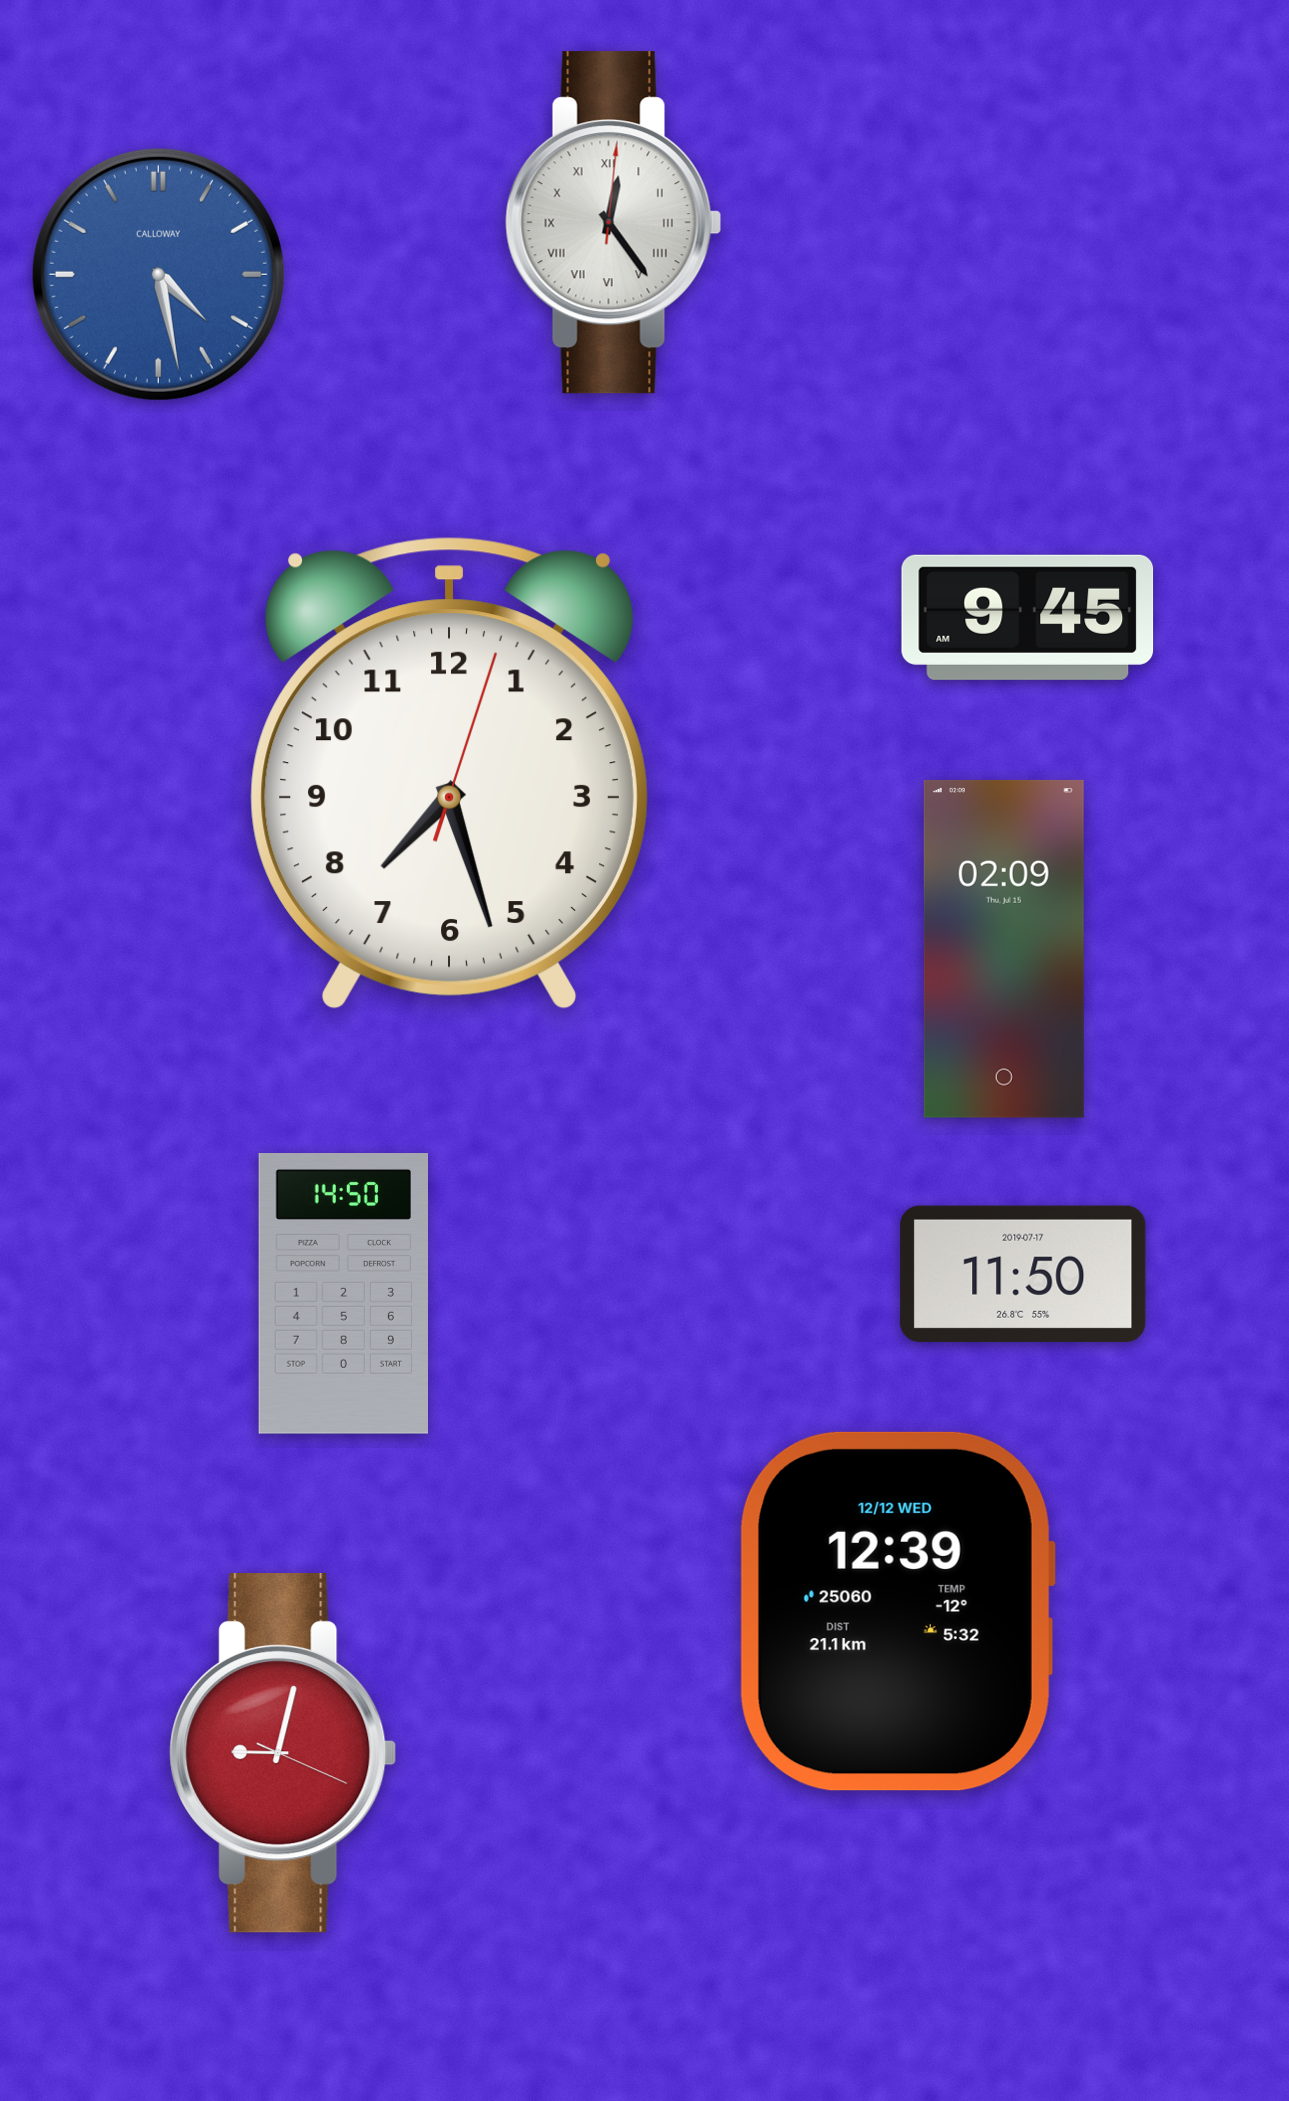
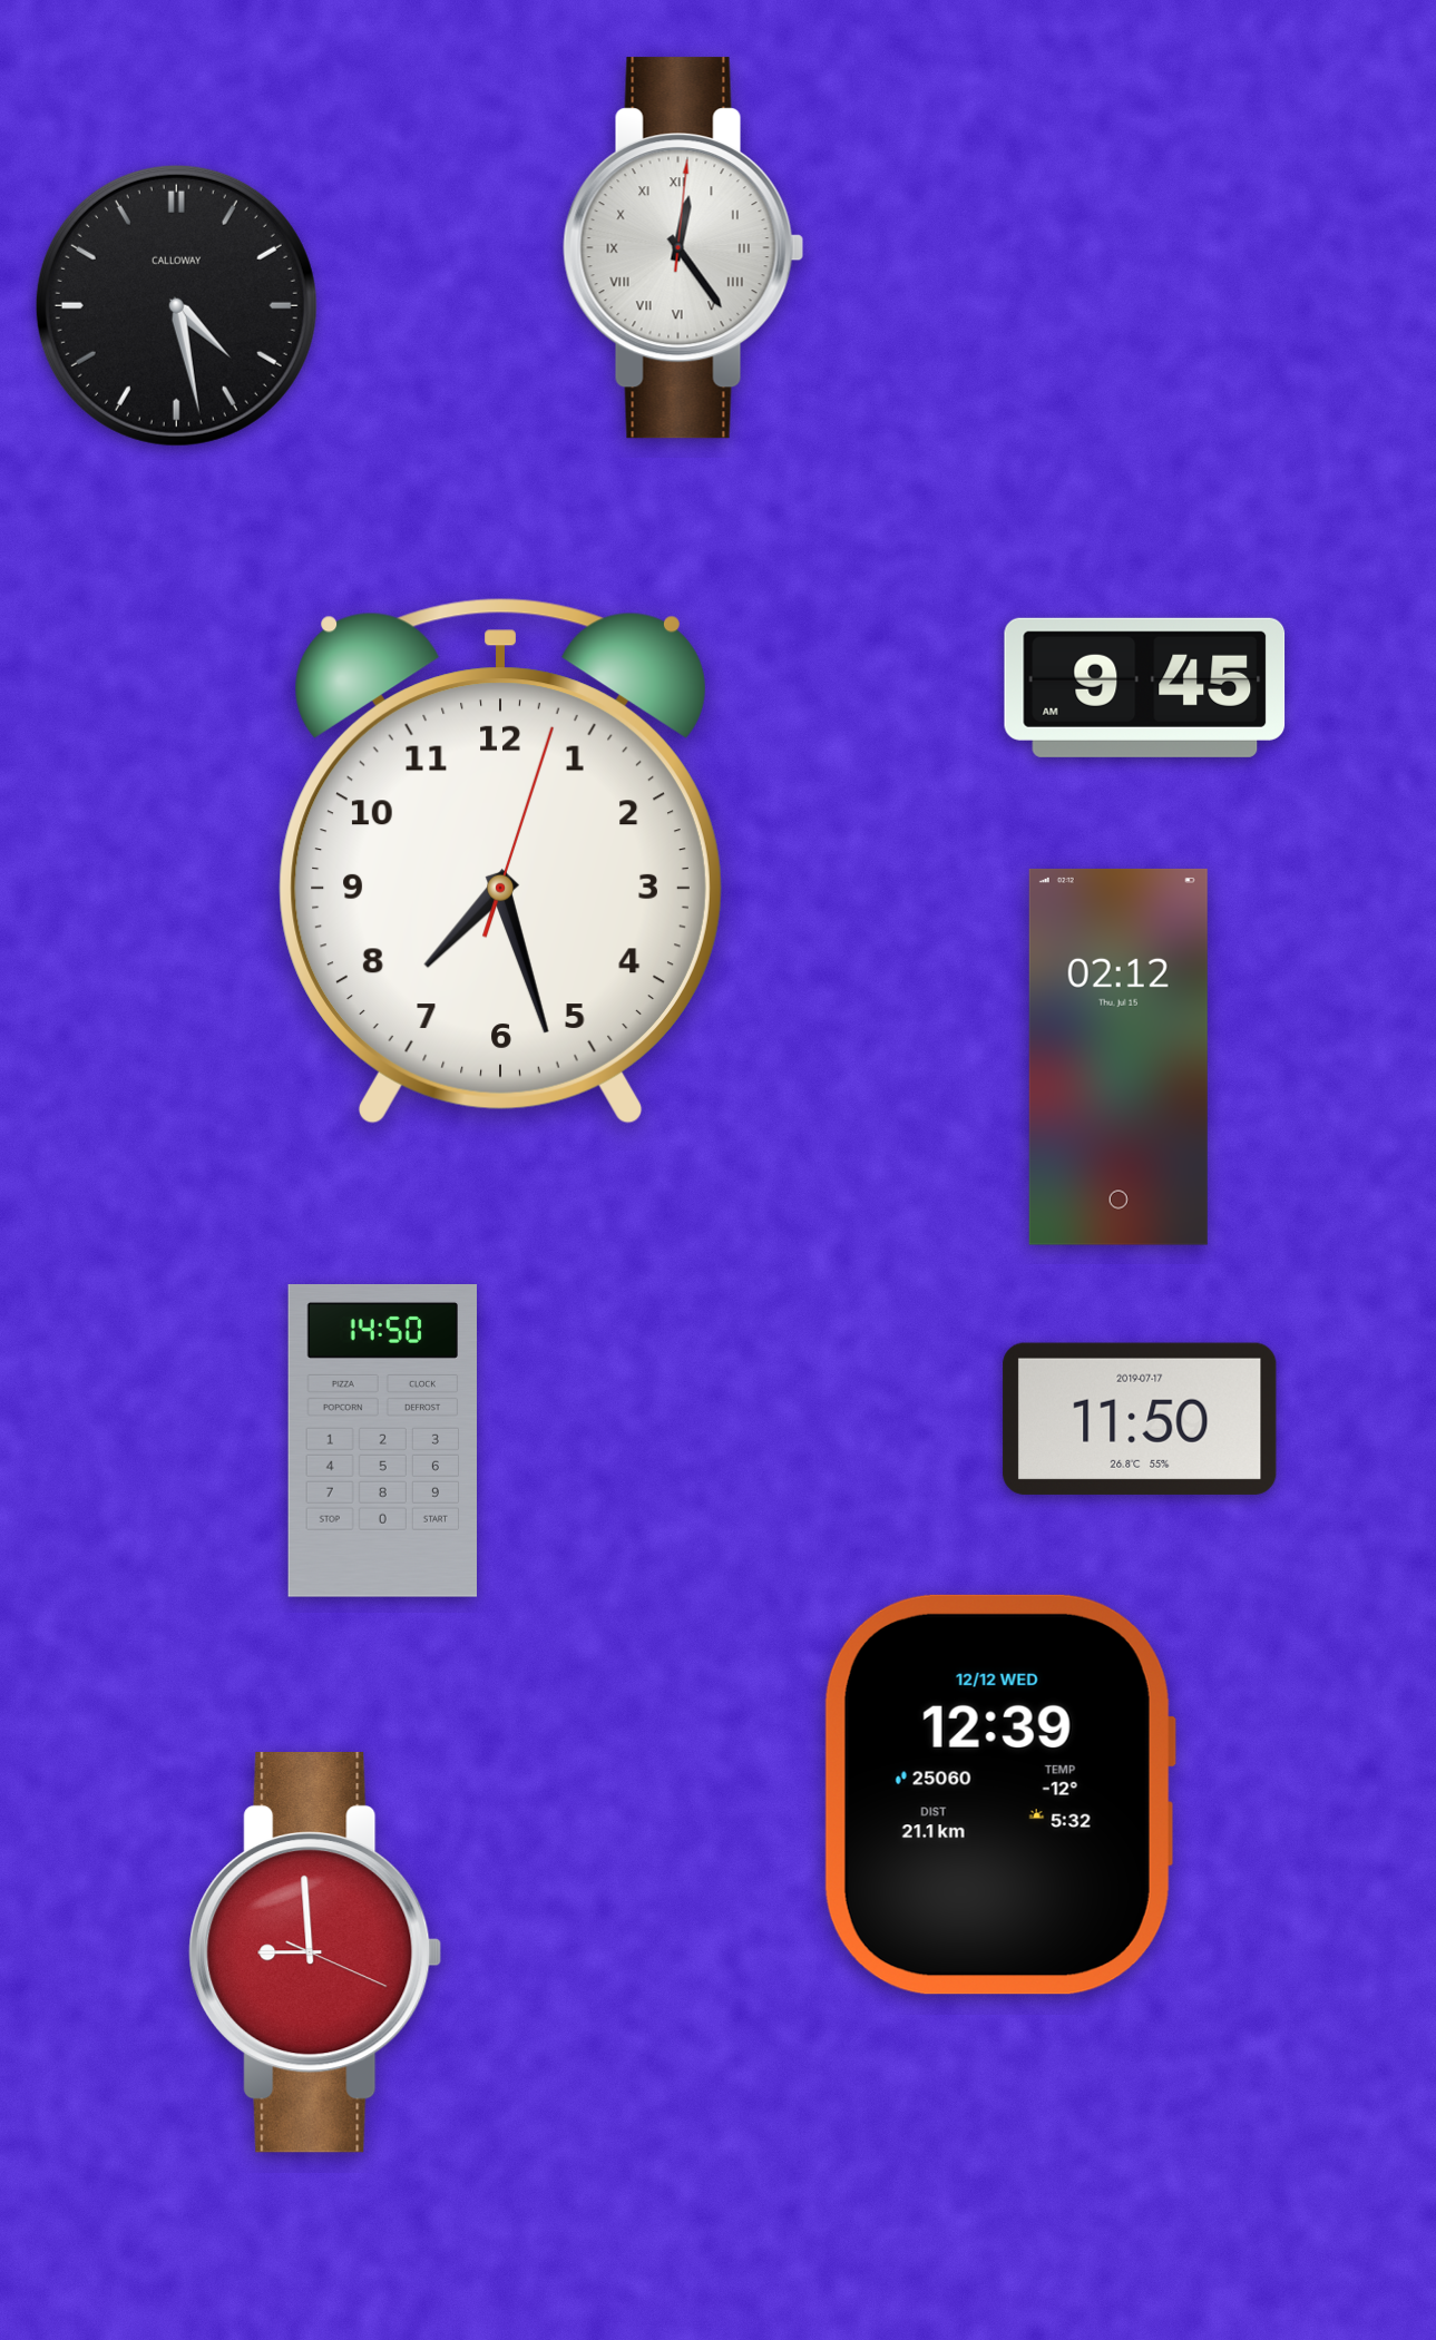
clock at (158, 274) dial: blue -> black
clock at (1004, 949): 02:09 -> 02:12
clock at (283, 1753): 9:02 -> 8:59
